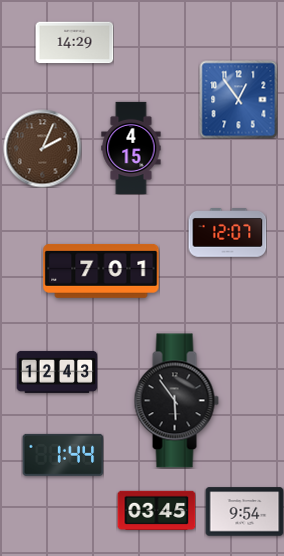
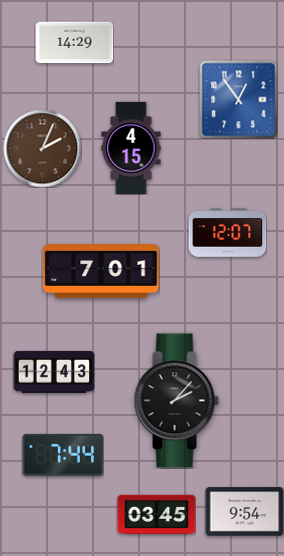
clock at (57, 372) position: (57, 372) -> (54, 372)
clock at (176, 401): 5:54 -> 2:07
clock at (63, 455): 1:44 -> 7:44
clock at (156, 510) position: (156, 510) -> (156, 514)
